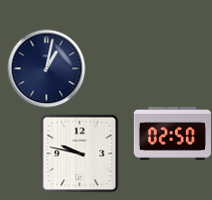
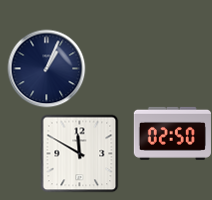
clock at (46, 68): 1:02 -> 1:04
clock at (79, 153): 9:47 -> 11:50
